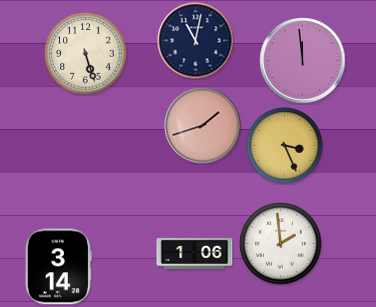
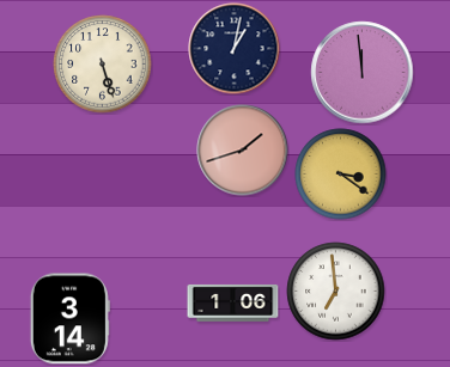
clock at (196, 41): 11:02 -> 1:02
clock at (285, 146): 3:26 -> 3:21
clock at (281, 244): 1:59 -> 6:59
